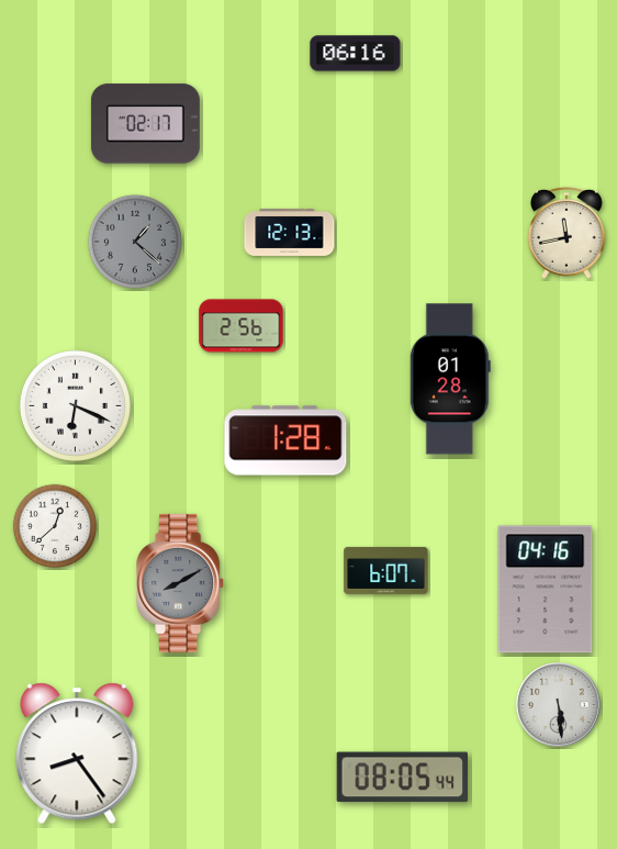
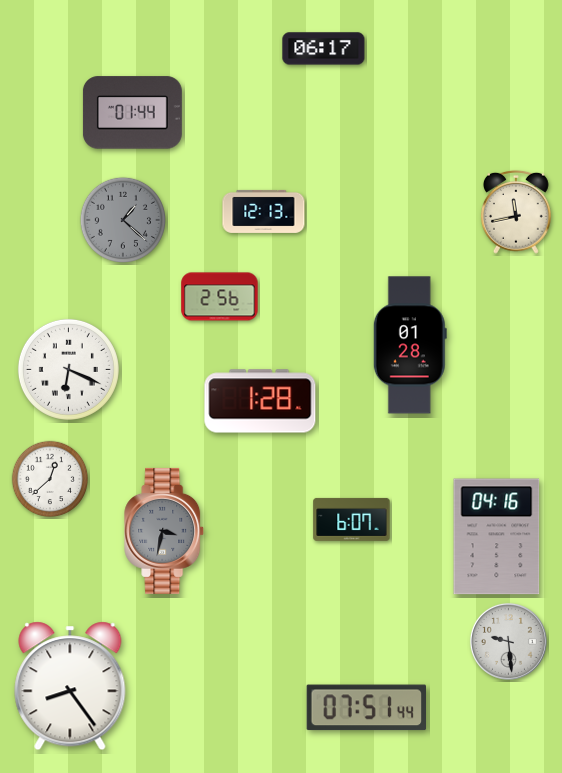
clock at (356, 54): 06:16 -> 06:17
clock at (145, 124): 02:17 -> 01:44
clock at (181, 583): 8:10 -> 3:32
clock at (558, 704): 5:29 -> 9:29
clock at (402, 778): 08:05 -> 07:51
